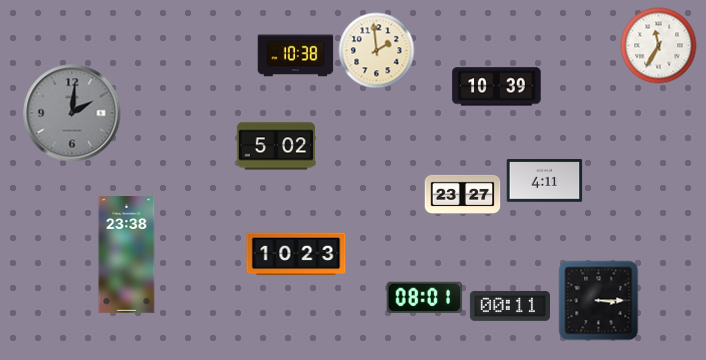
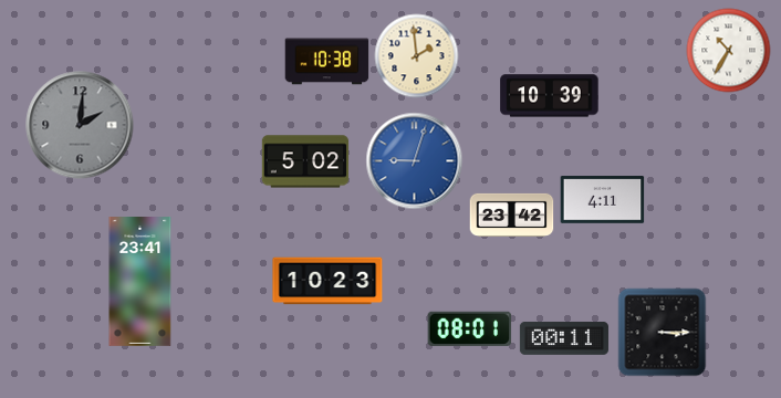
clock at (659, 46): 11:35 -> 10:35
clock at (415, 161): none -> 9:03
clock at (463, 194): 23:27 -> 23:42
clock at (127, 255): 23:38 -> 23:41
